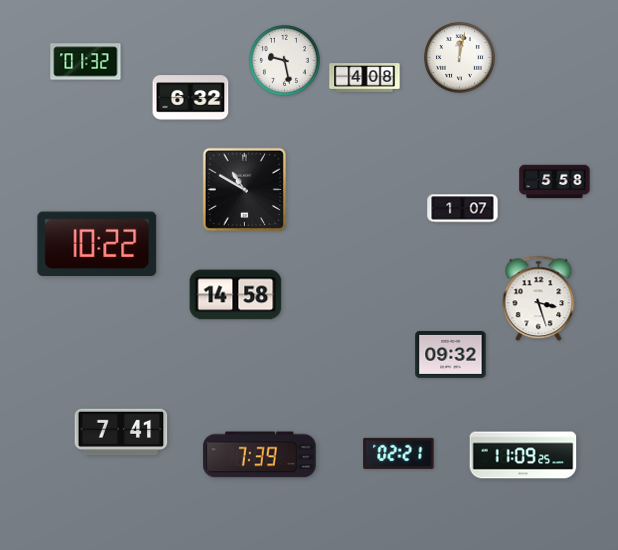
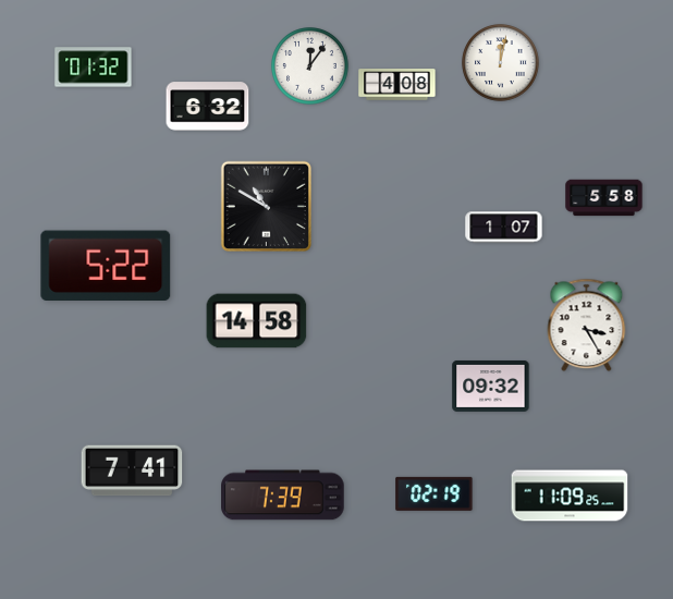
clock at (285, 61): 9:28 -> 12:06
clock at (97, 243): 10:22 -> 5:22
clock at (539, 299): 3:27 -> 3:25
clock at (399, 453): 02:21 -> 02:19
